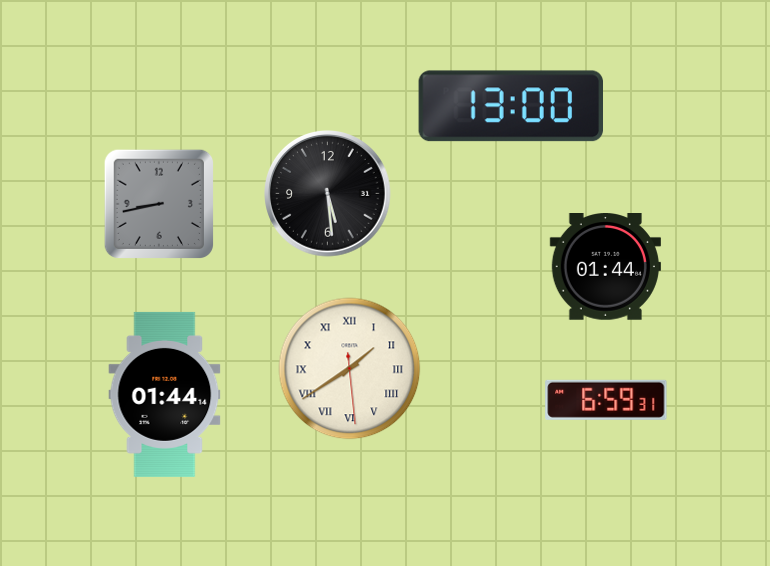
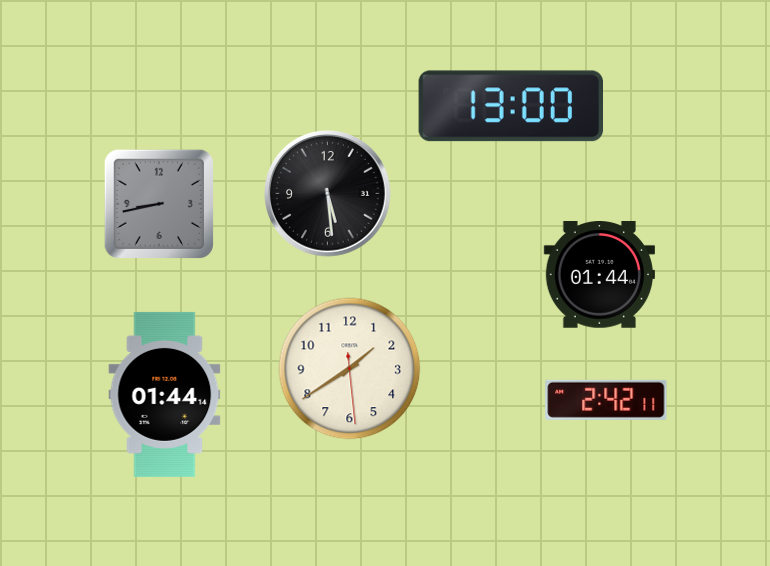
clock at (605, 267) position: (605, 267) -> (599, 275)
clock at (350, 369) numerals: Roman -> Arabic
clock at (606, 400): 6:59 -> 2:42
